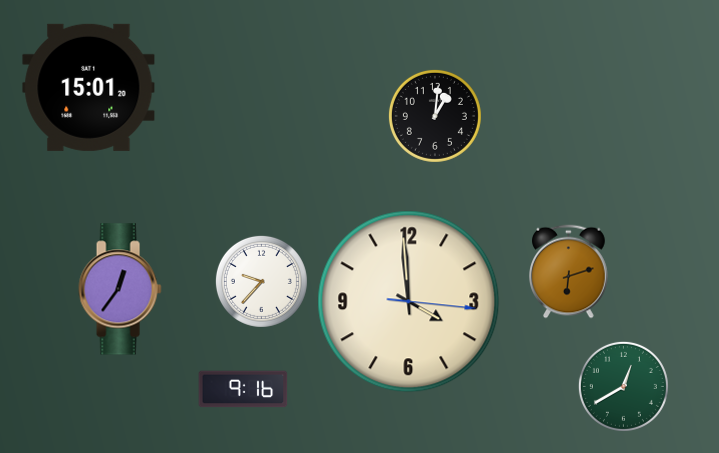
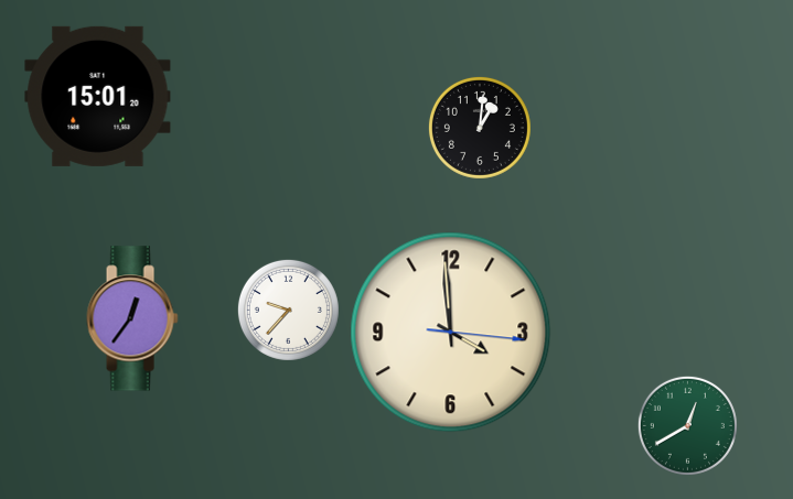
clock at (569, 272): 6:12 -> none
clock at (243, 389): 9:16 -> none
